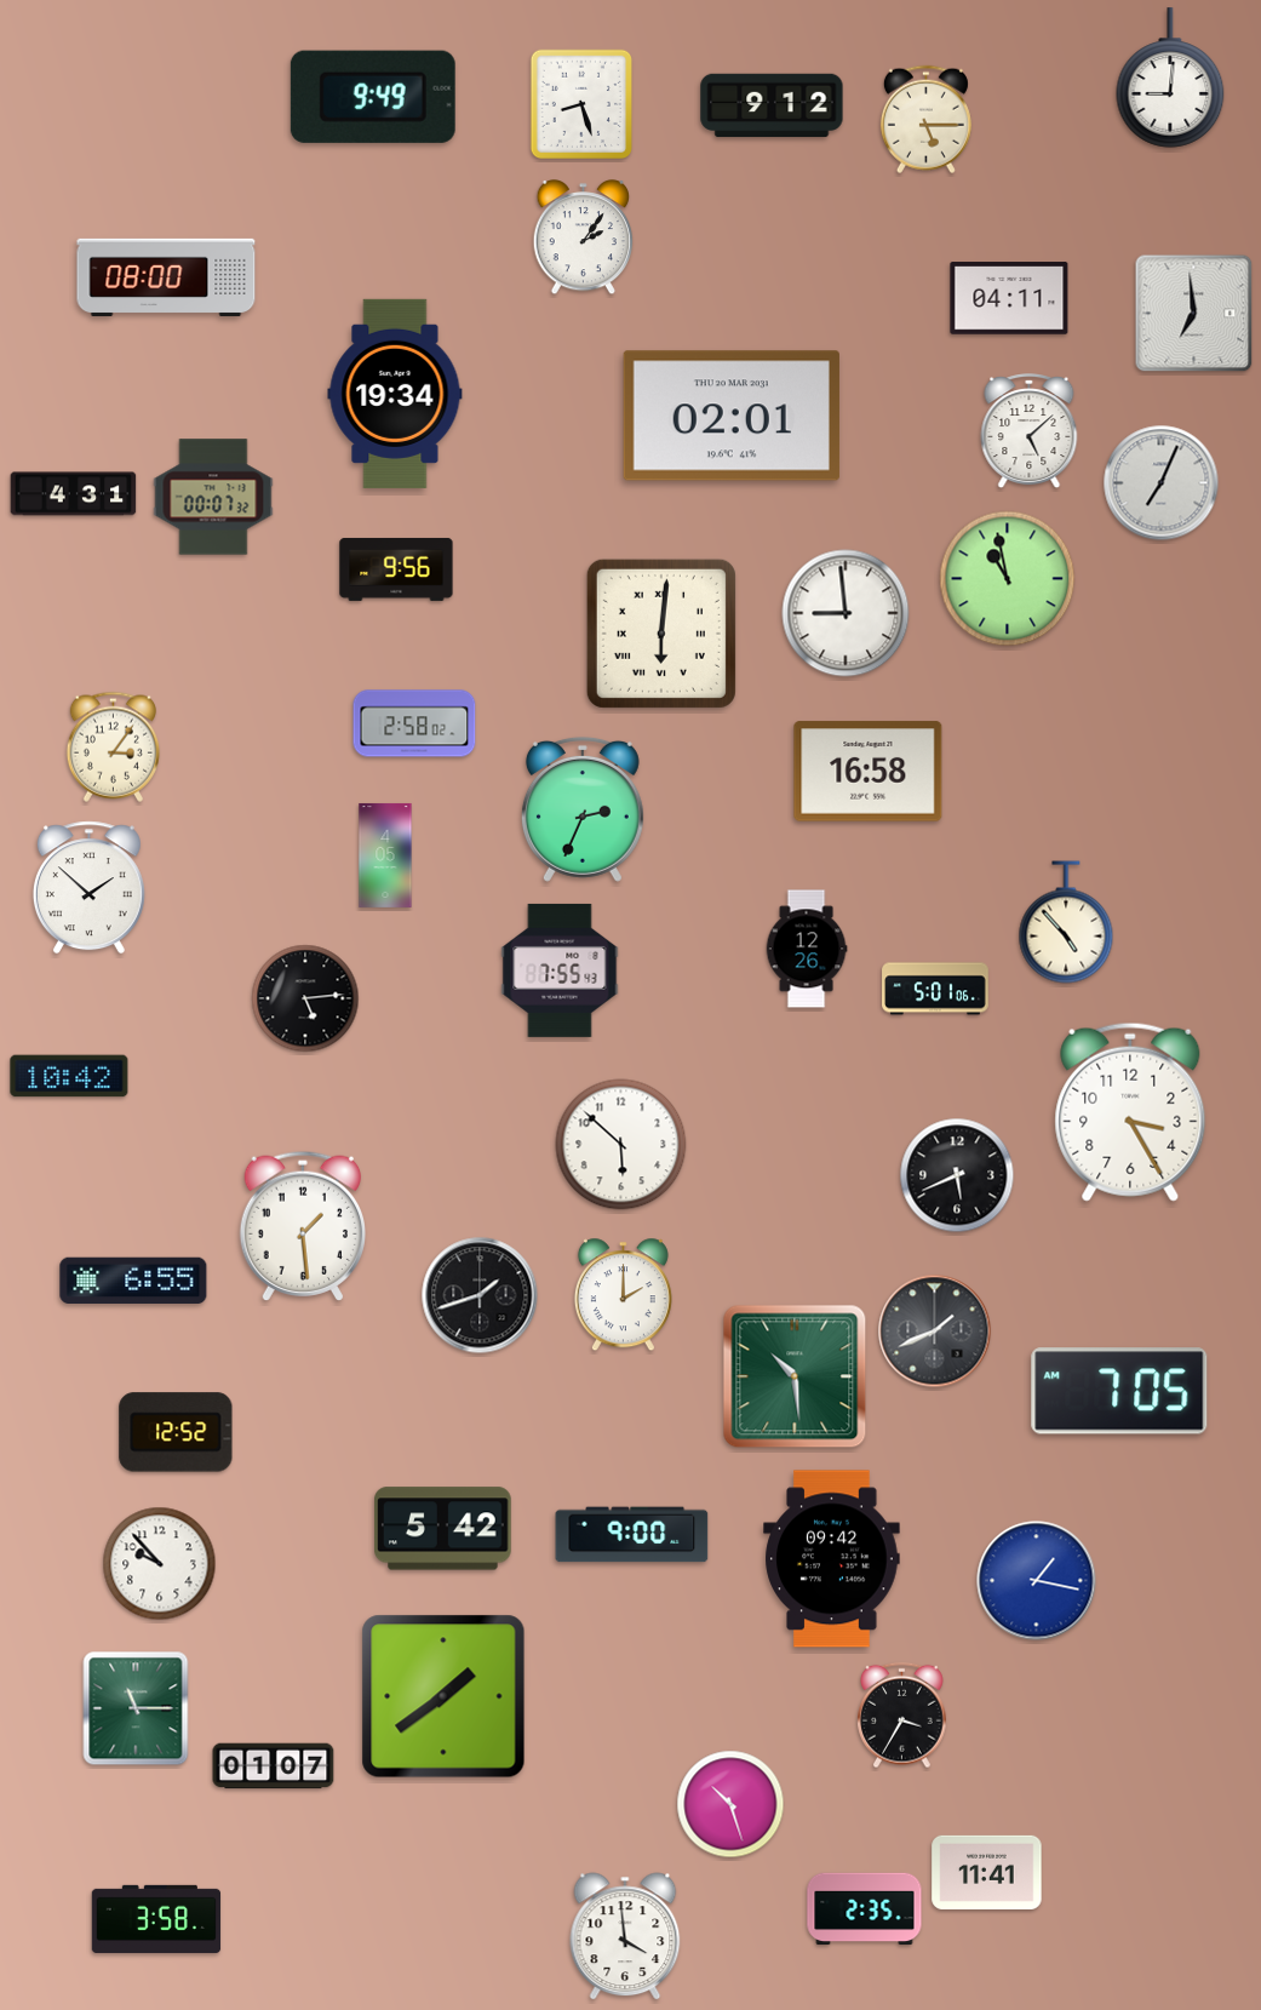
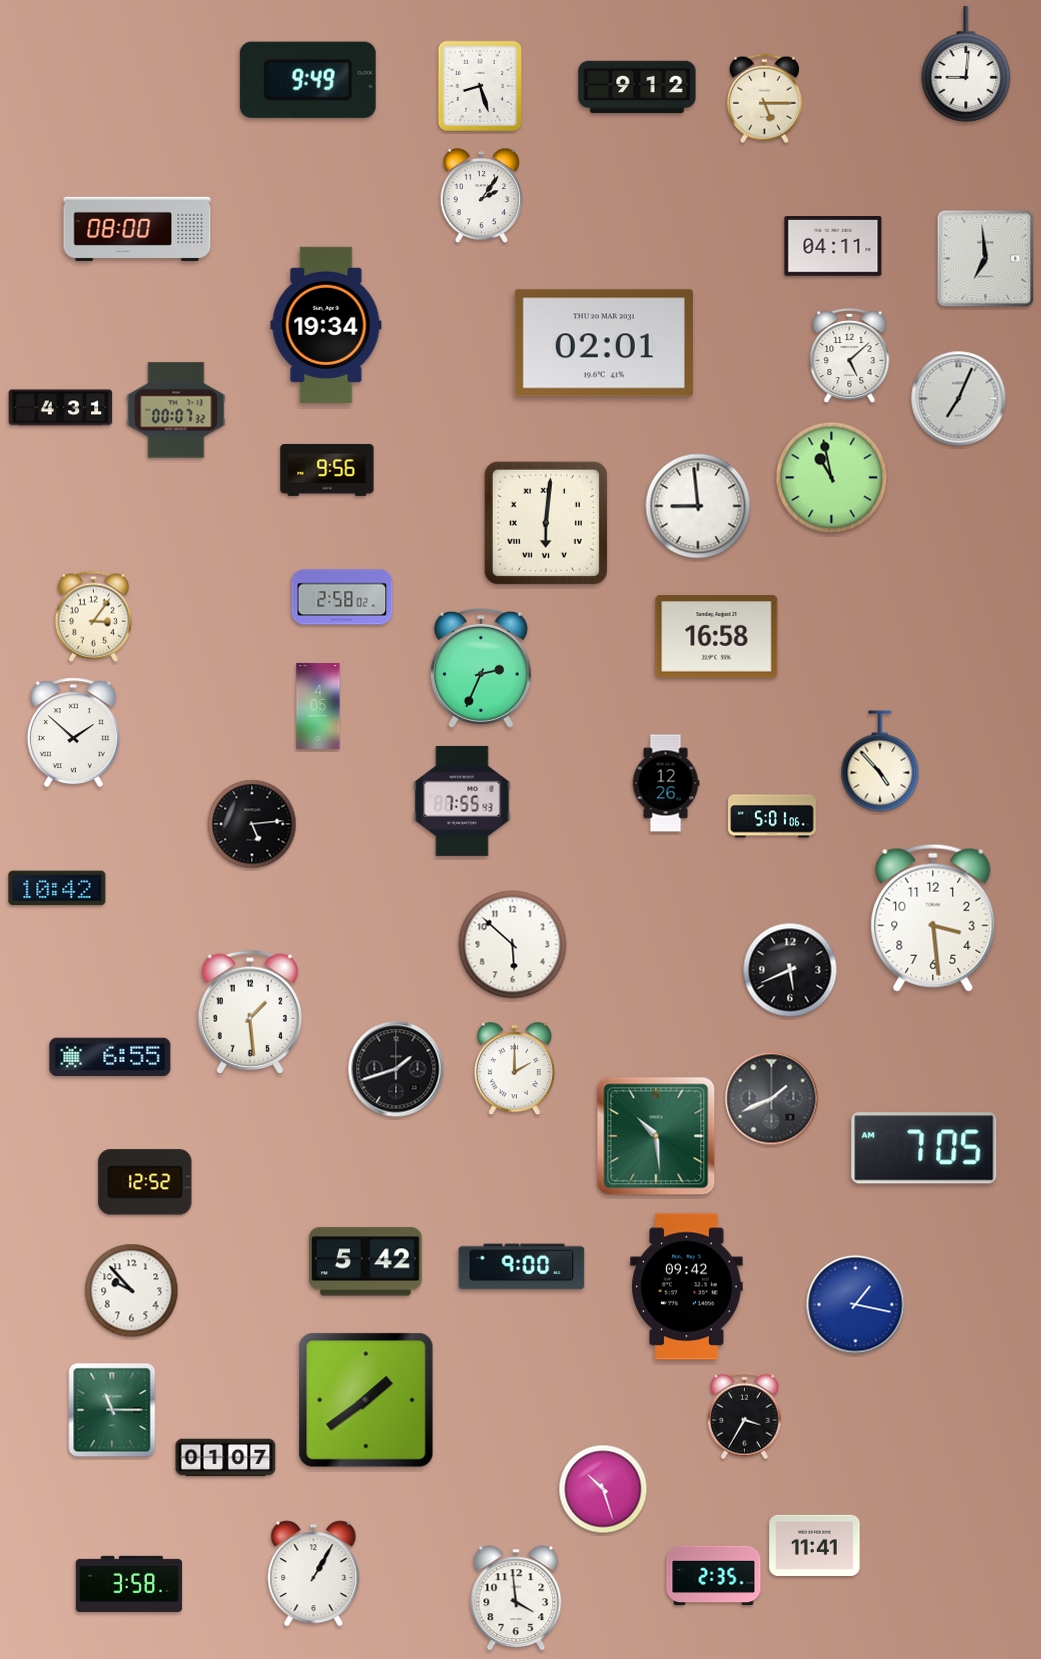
clock at (1130, 1112): 3:25 -> 3:29
clock at (314, 1574): none -> 1:05
